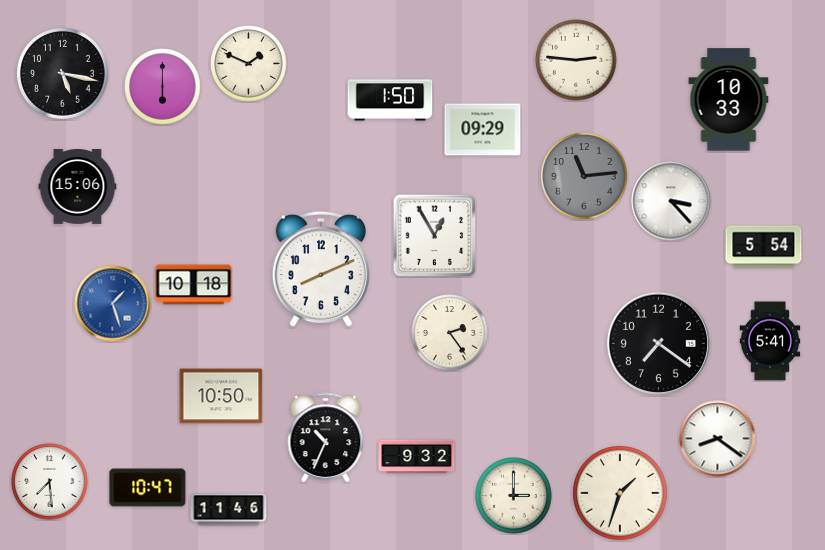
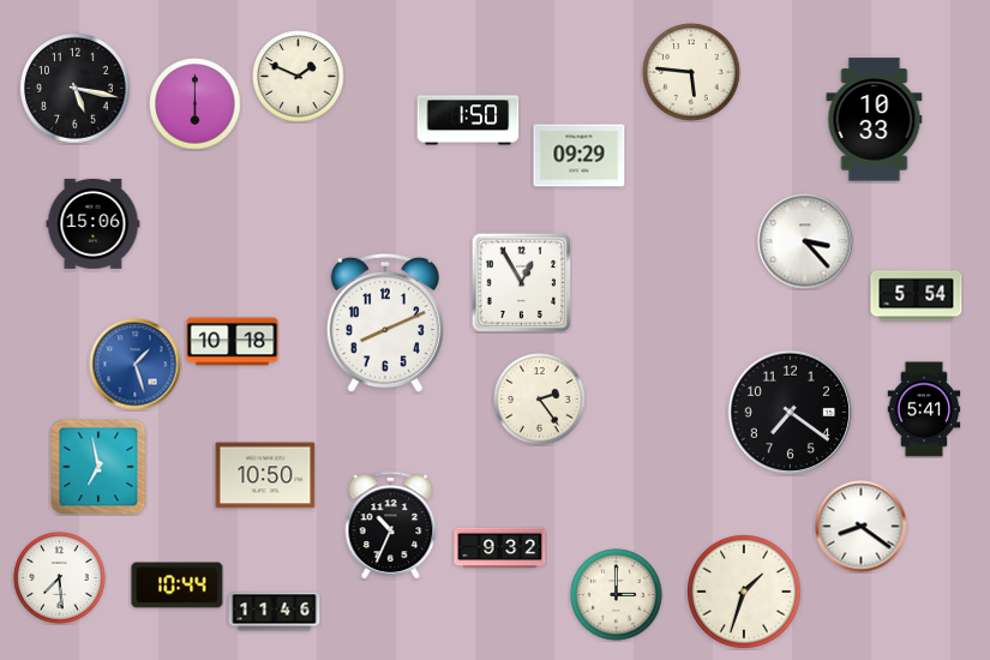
clock at (576, 60): 2:46 -> 5:46
clock at (584, 176): 11:14 -> none
clock at (98, 467): none -> 6:58
clock at (148, 488): 10:47 -> 10:44
